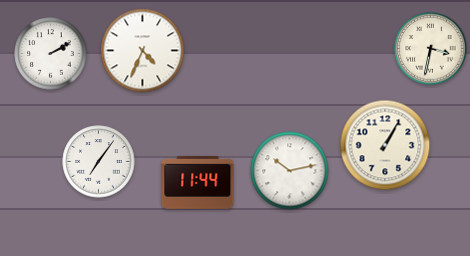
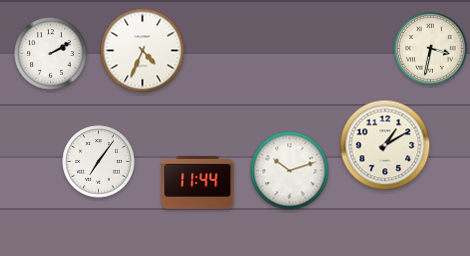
clock at (385, 145): 1:05 -> 1:10
clock at (290, 171): 10:13 -> 10:12
